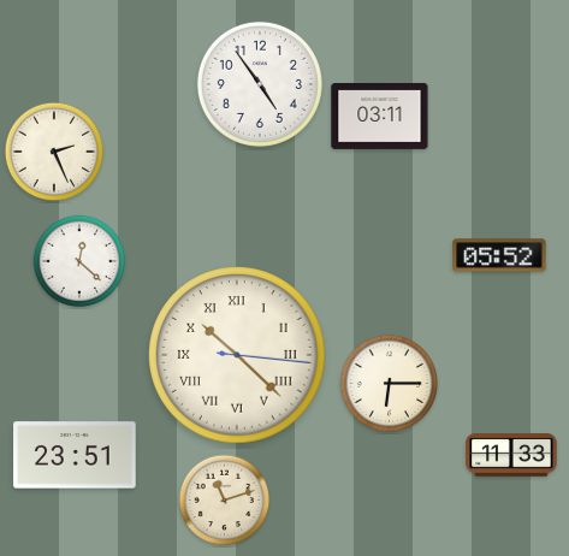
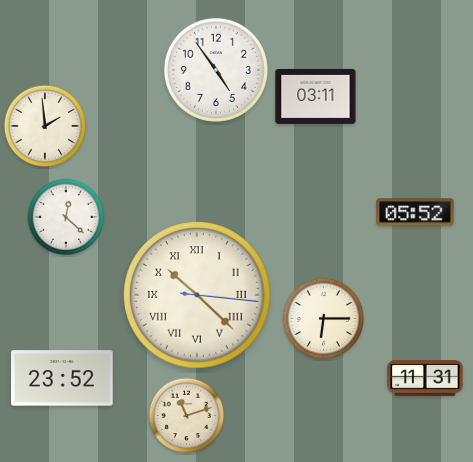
clock at (54, 152): 2:26 -> 1:59
clock at (75, 455): 23:51 -> 23:52
clock at (511, 456): 11:33 -> 11:31
